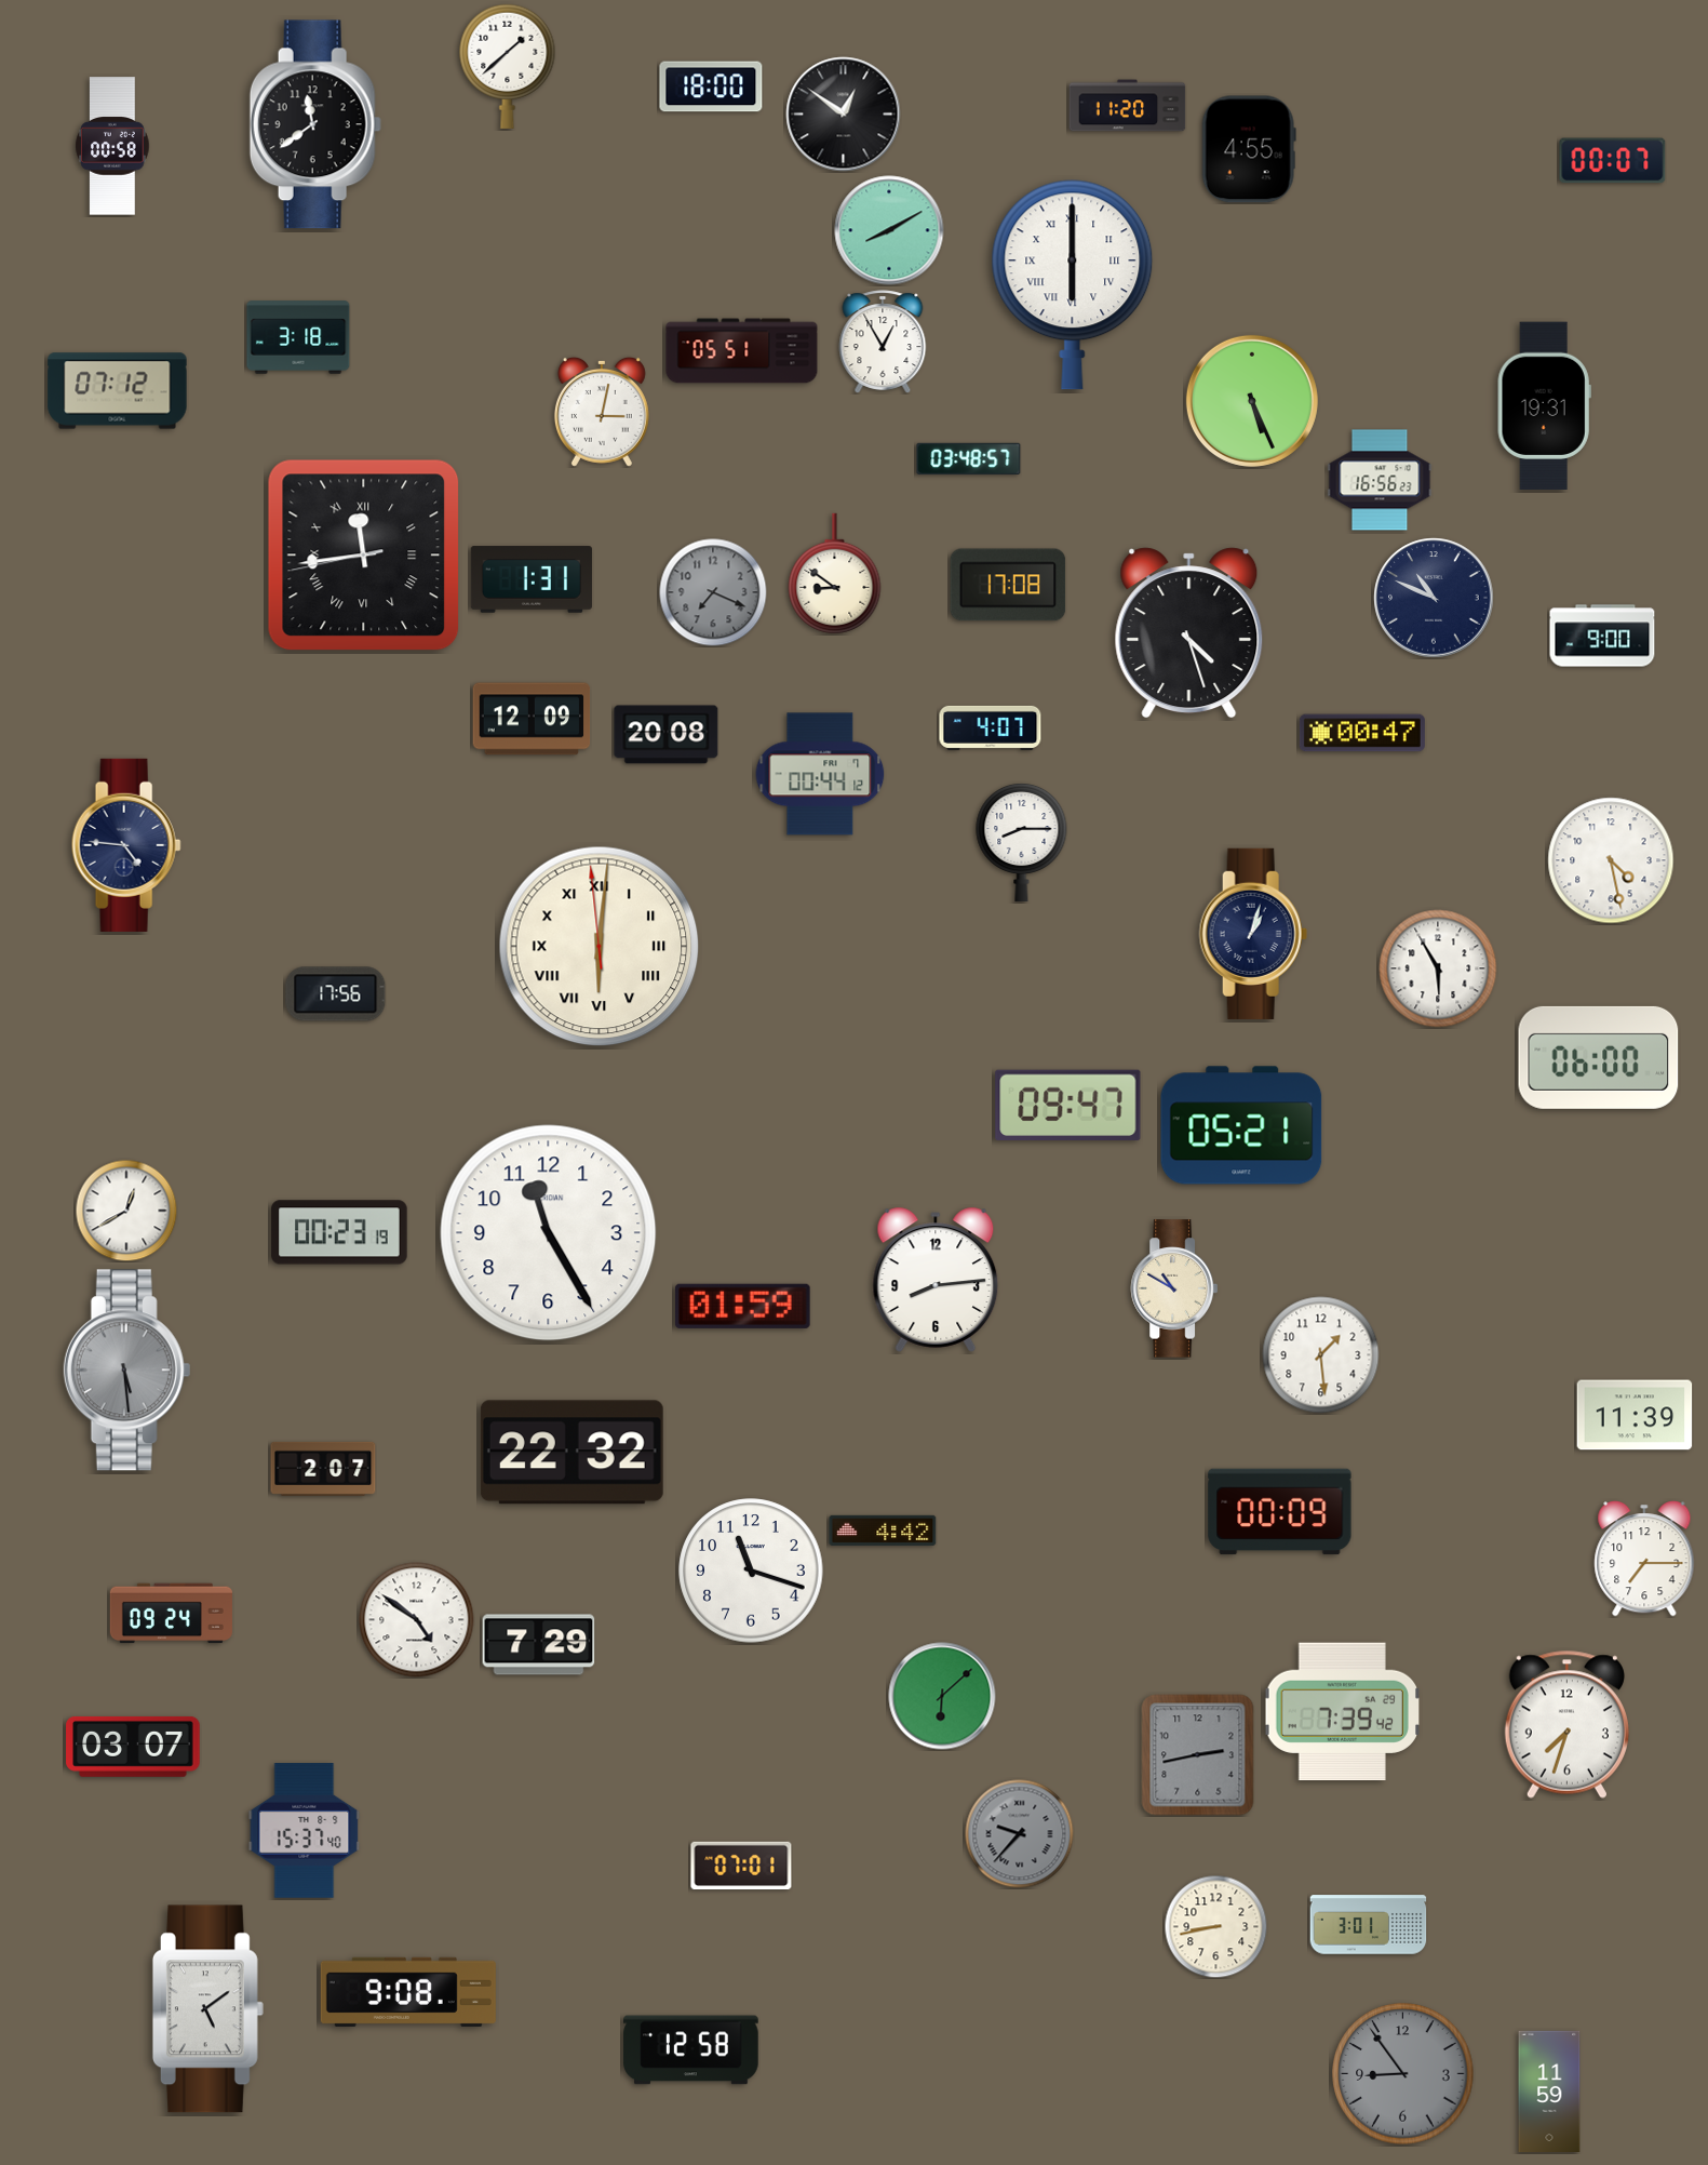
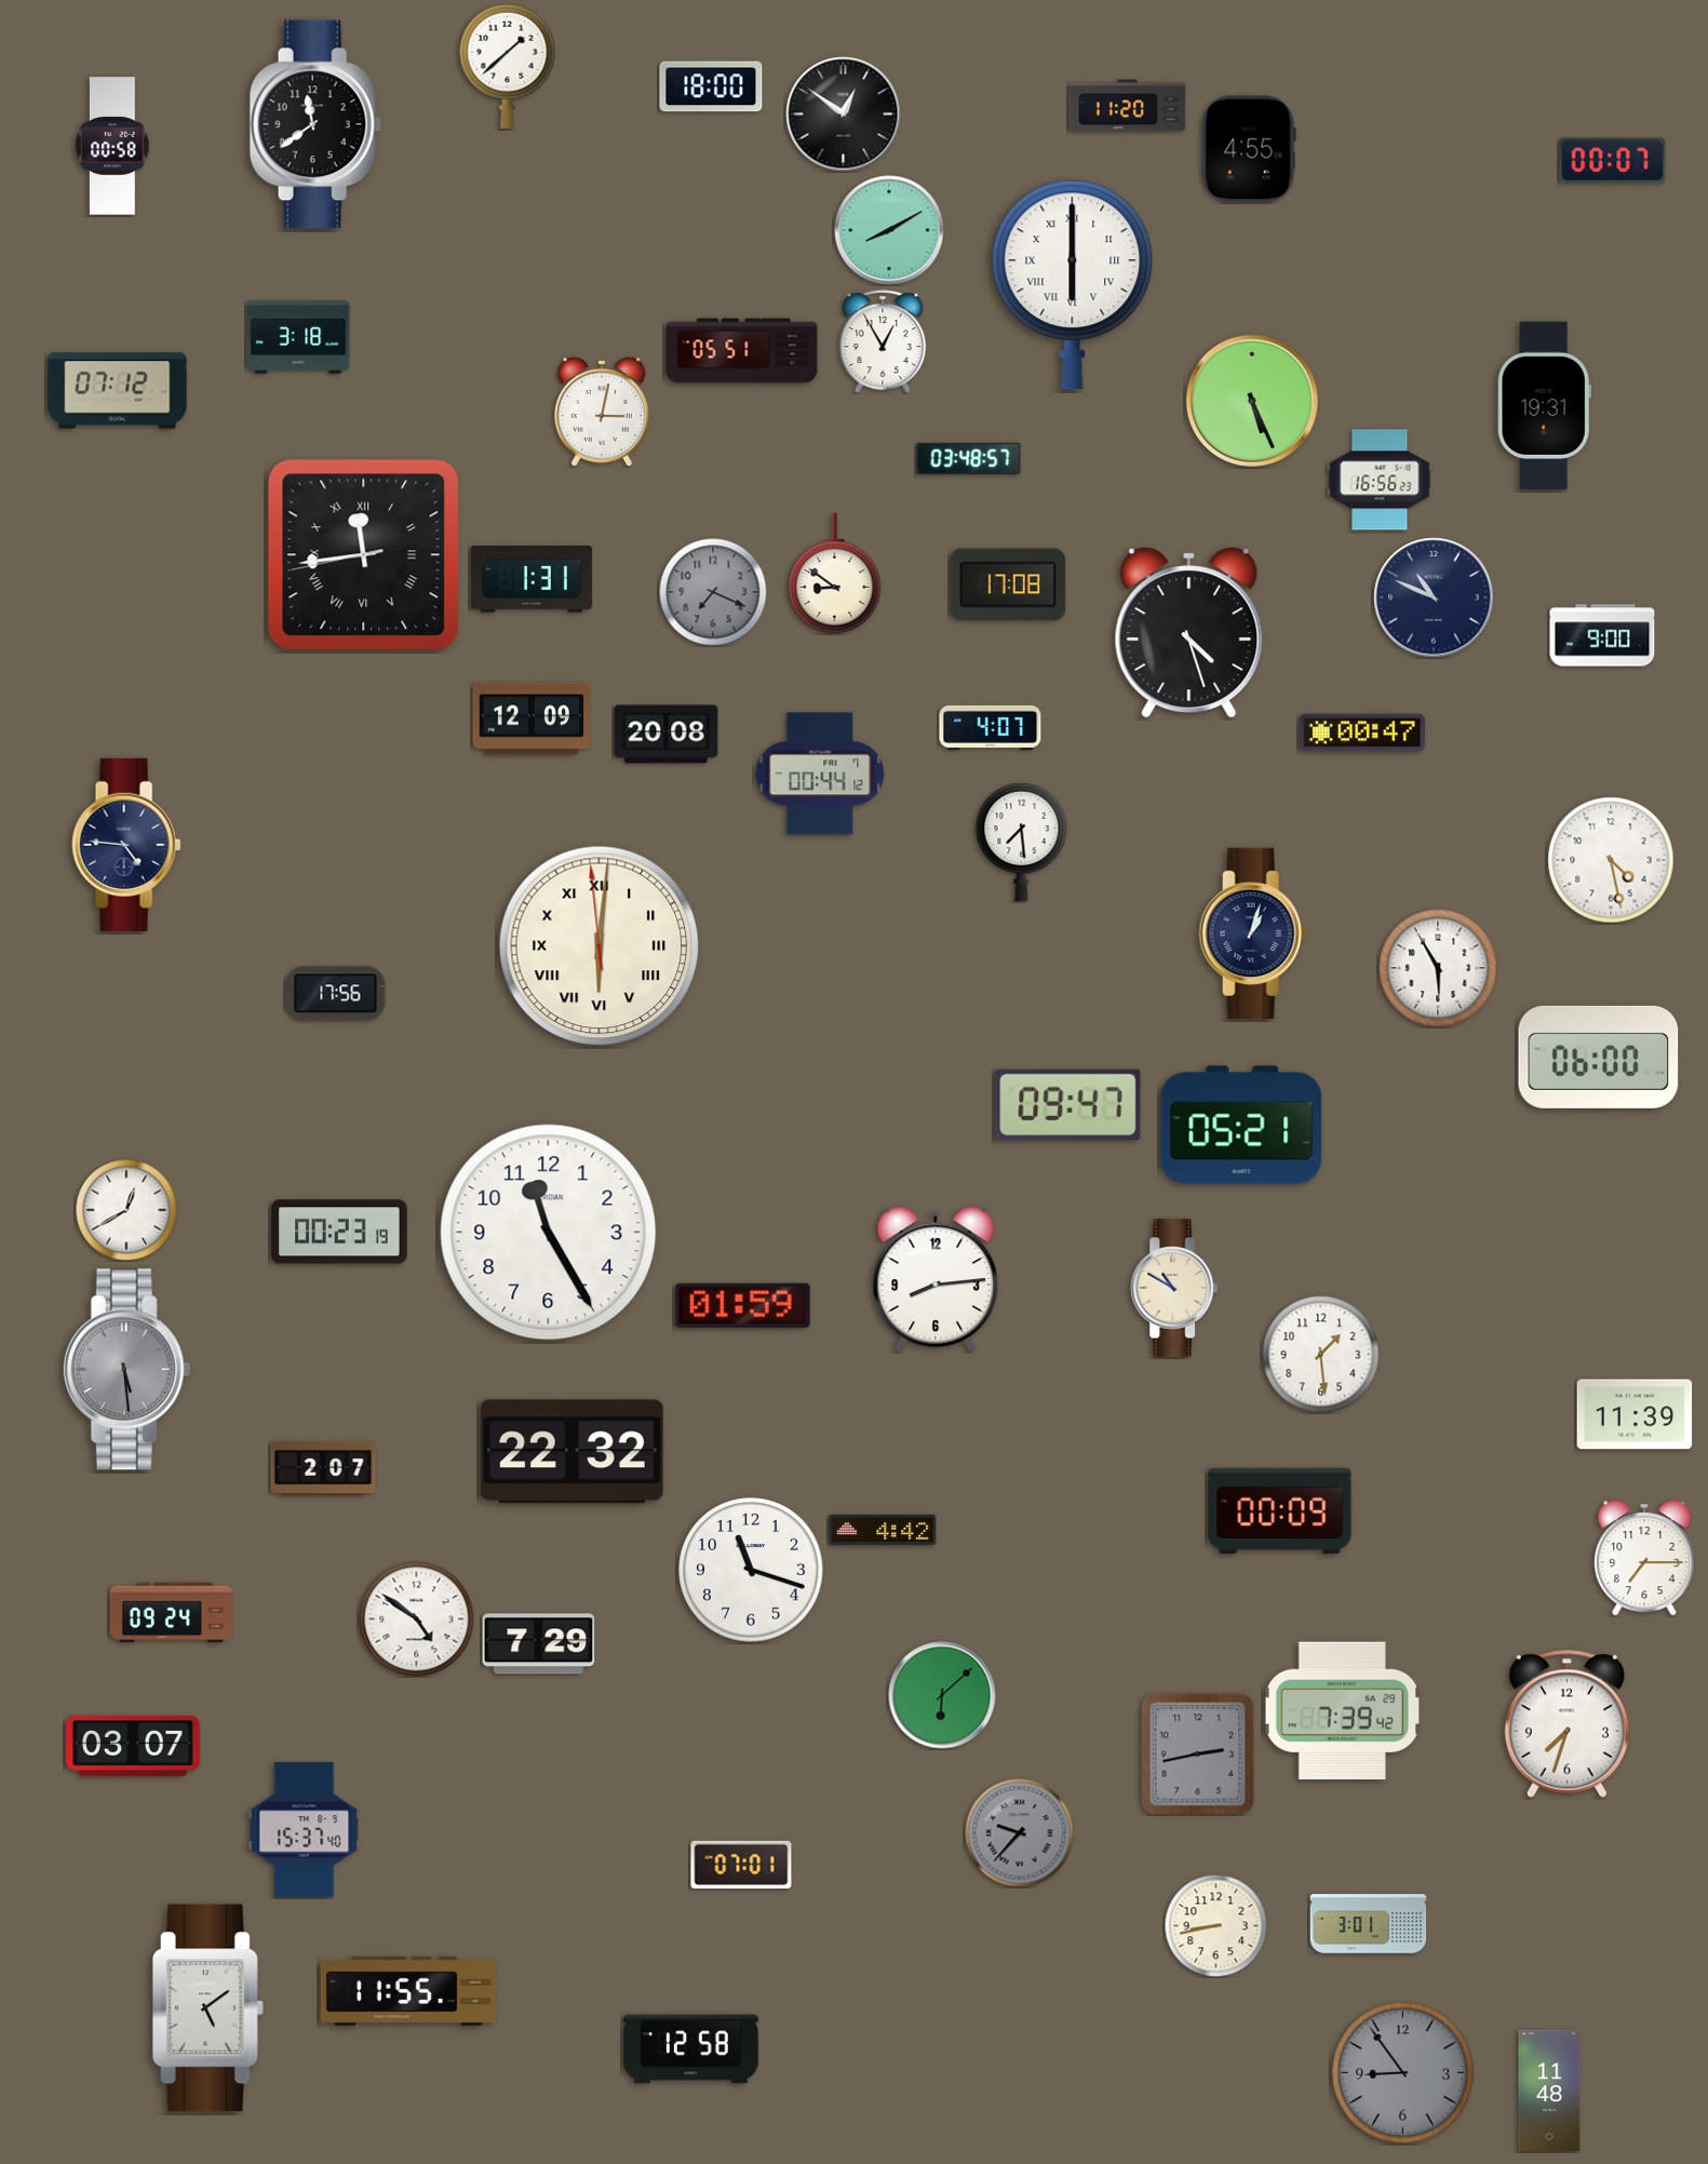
clock at (1022, 842): 8:15 -> 7:29
clock at (408, 1992): 9:08 -> 11:55
clock at (1549, 2090): 11:59 -> 11:48
